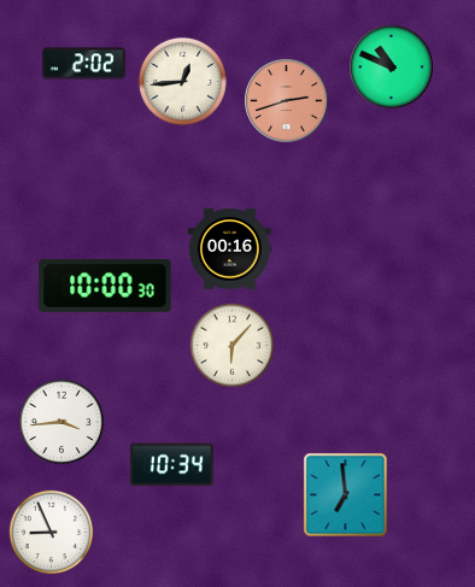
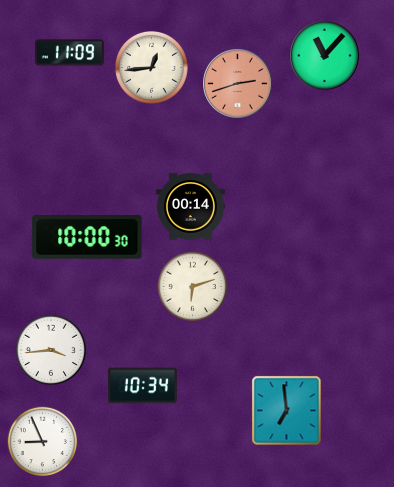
clock at (83, 64): 2:02 -> 11:09
clock at (392, 67): 10:49 -> 11:07
clock at (229, 250): 00:16 -> 00:14
clock at (233, 346): 6:07 -> 6:12
